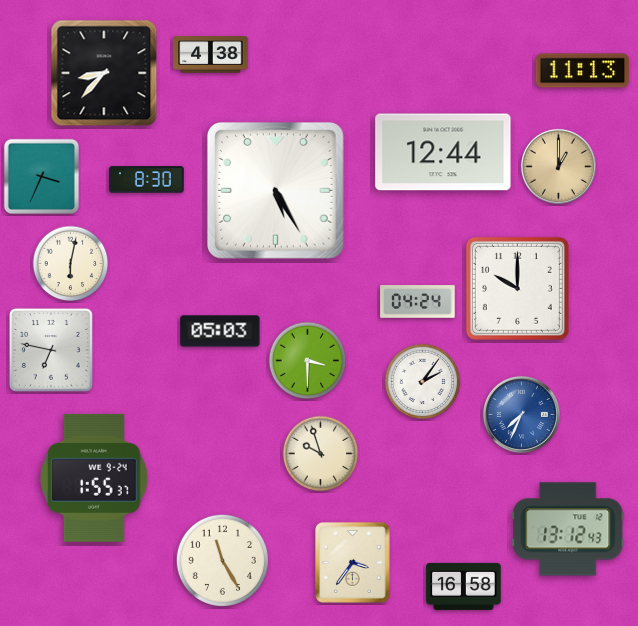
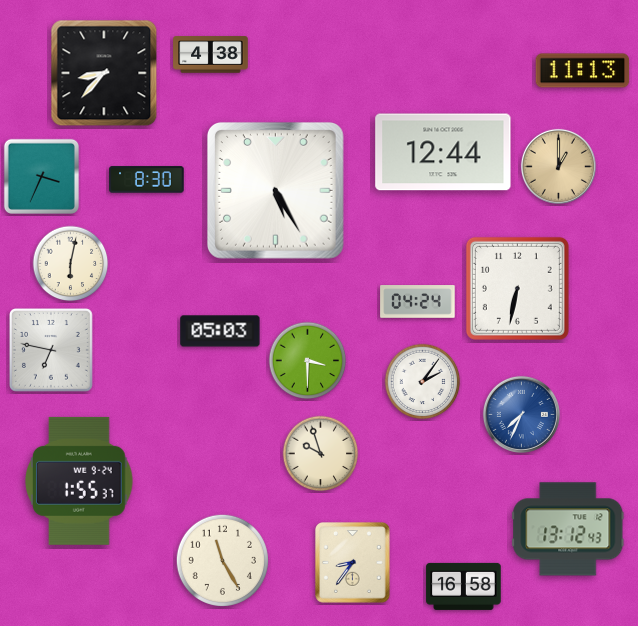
clock at (517, 288): 10:00 -> 6:32
clock at (95, 478) position: (95, 478) -> (80, 481)
clock at (353, 563): 3:36 -> 8:36
